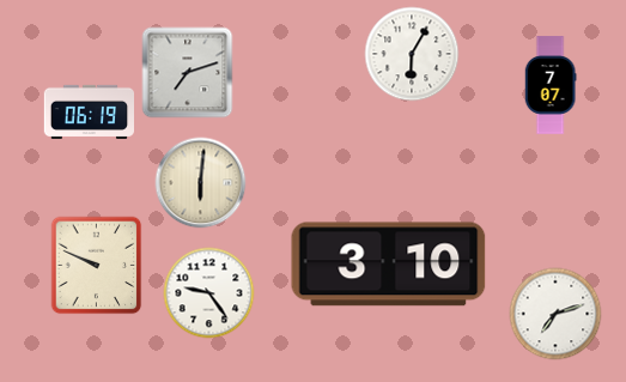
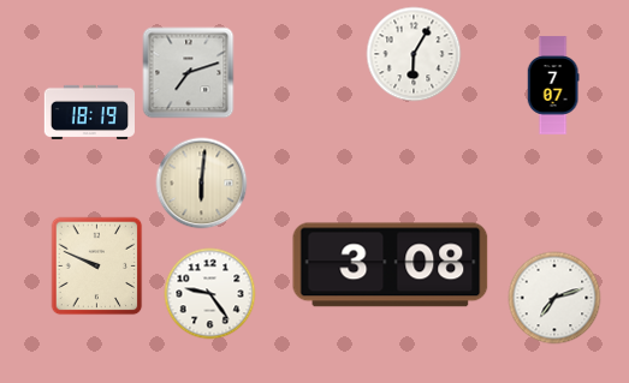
clock at (89, 111): 06:19 -> 18:19
clock at (389, 265): 3:10 -> 3:08
clock at (555, 314) position: (555, 314) -> (554, 298)
